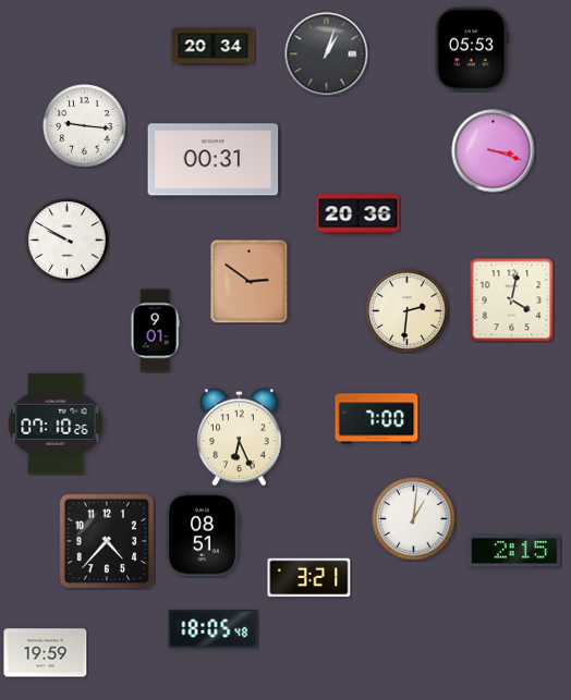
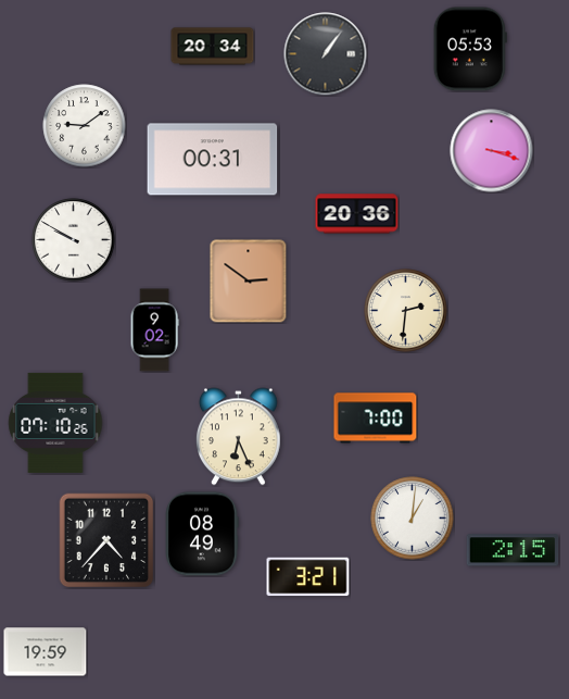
clock at (327, 54): 1:03 -> 1:06
clock at (85, 126): 9:16 -> 9:09
clock at (68, 241) position: (68, 241) -> (74, 240)
clock at (511, 299): 4:02 -> none
clock at (155, 331): 9:01 -> 9:02
clock at (203, 535): 08:51 -> 08:49
clock at (214, 629): 18:05 -> none
